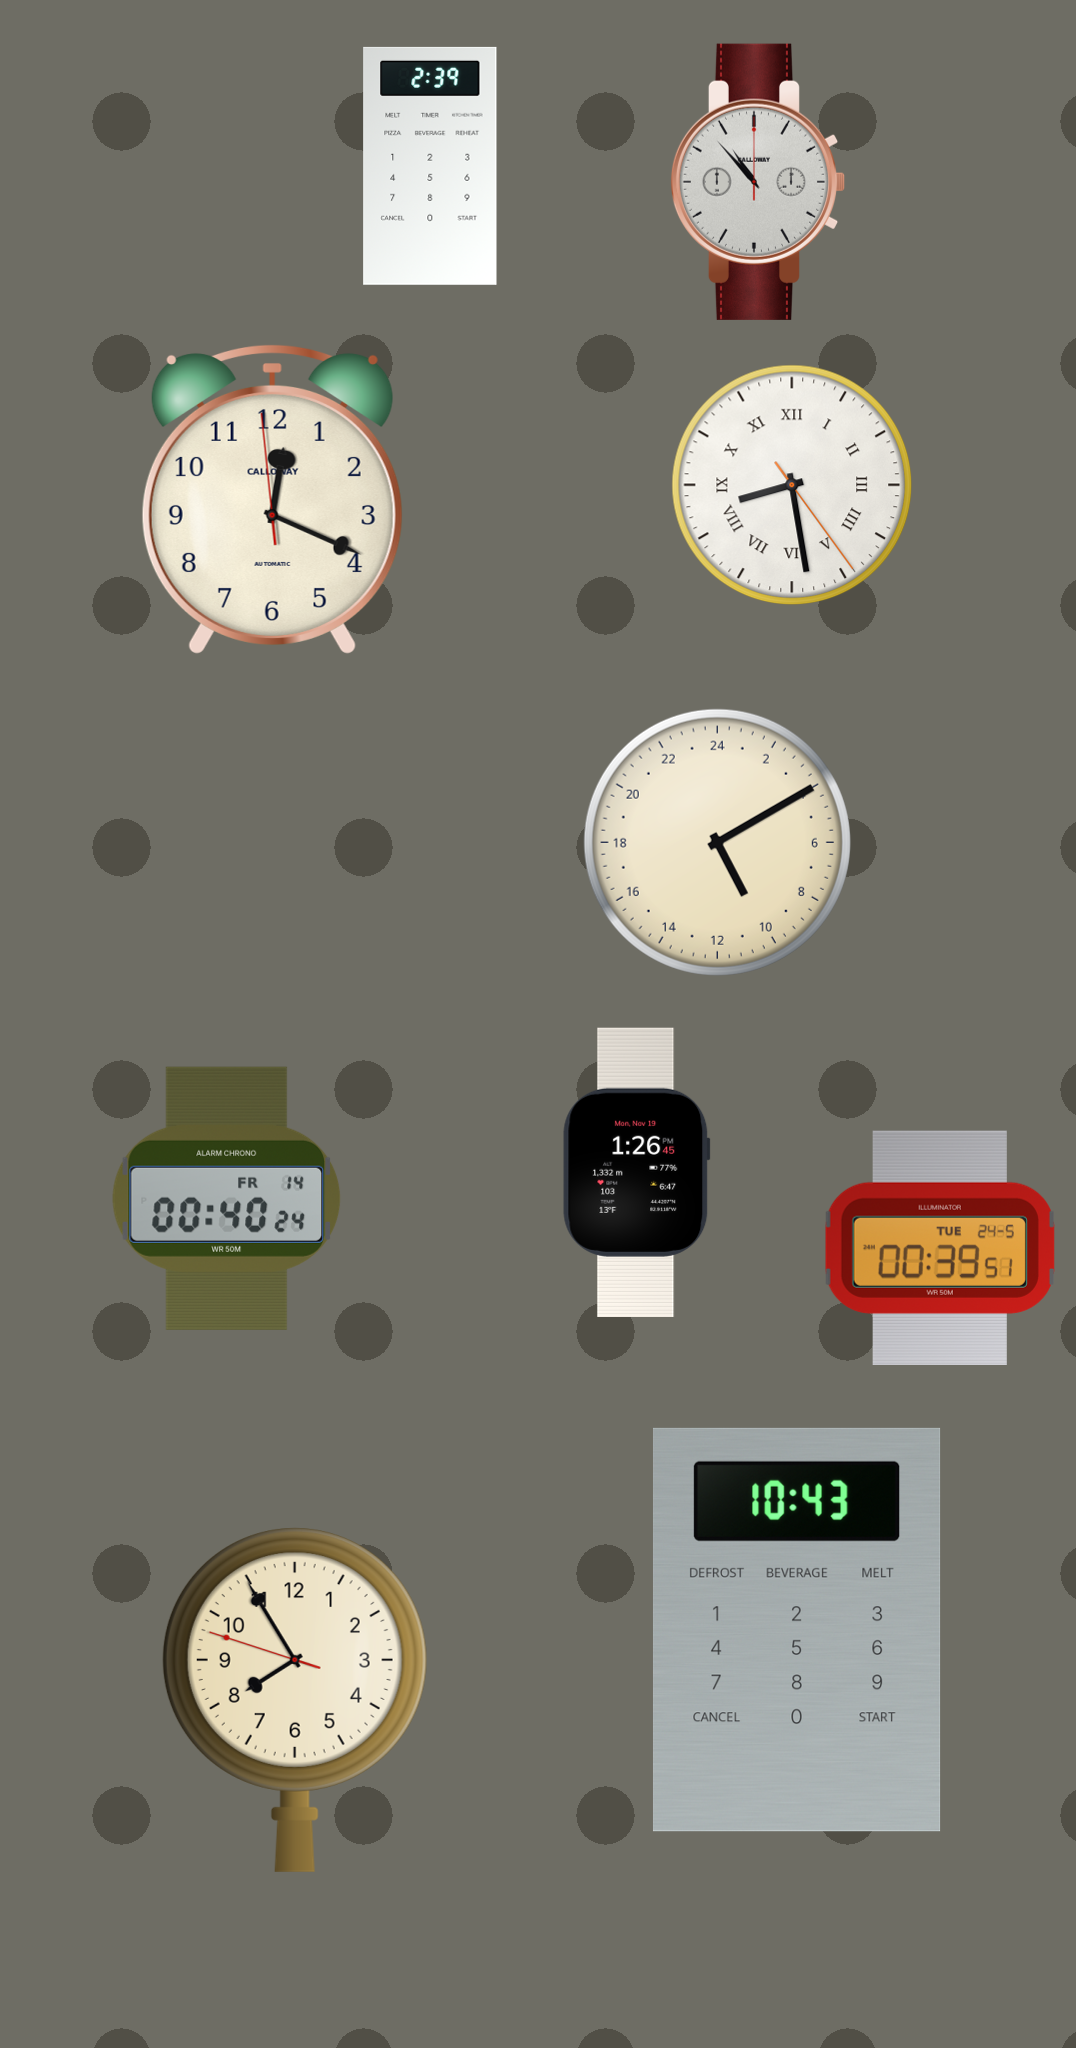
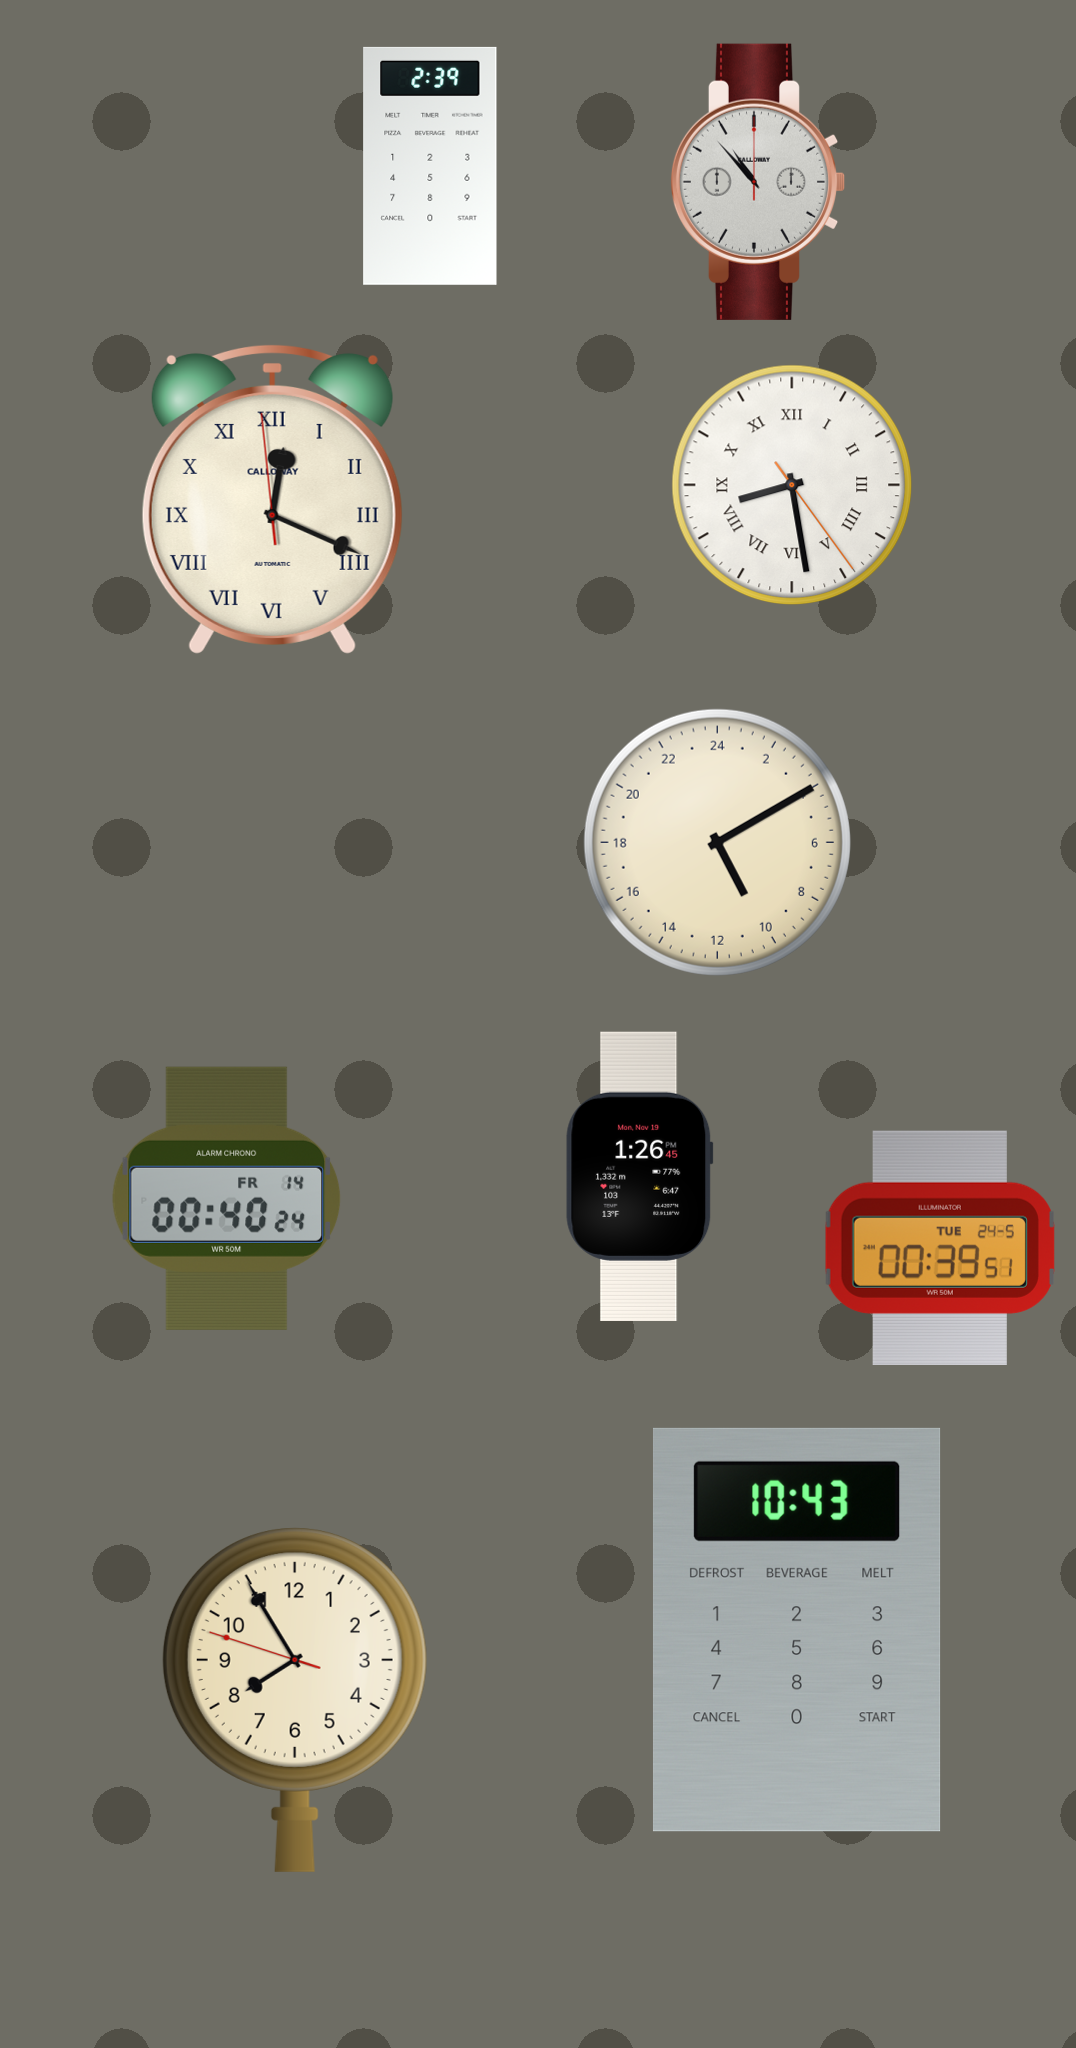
clock at (272, 500) numerals: Arabic -> Roman
clock at (637, 1172) position: (637, 1172) -> (640, 1176)
